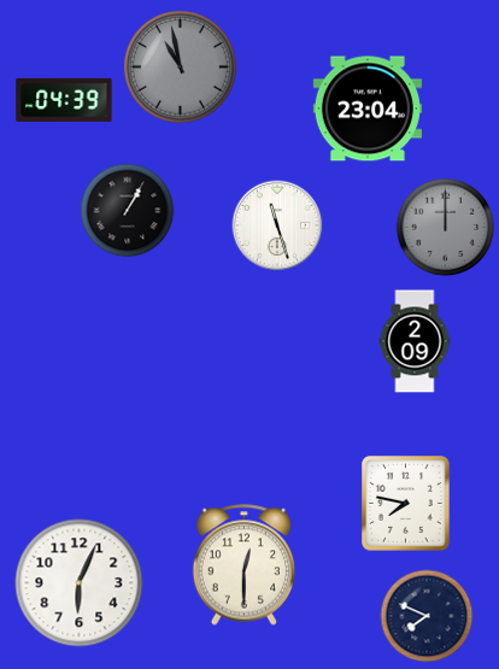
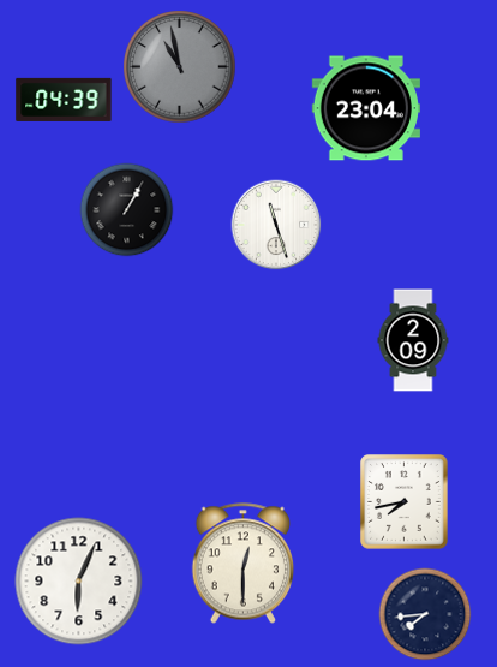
clock at (446, 228): 12:00 -> none
clock at (406, 504): 7:47 -> 7:43
clock at (427, 616): 7:49 -> 7:44
